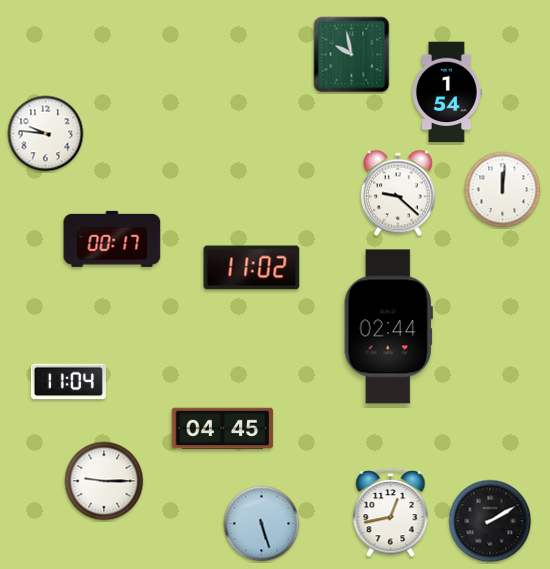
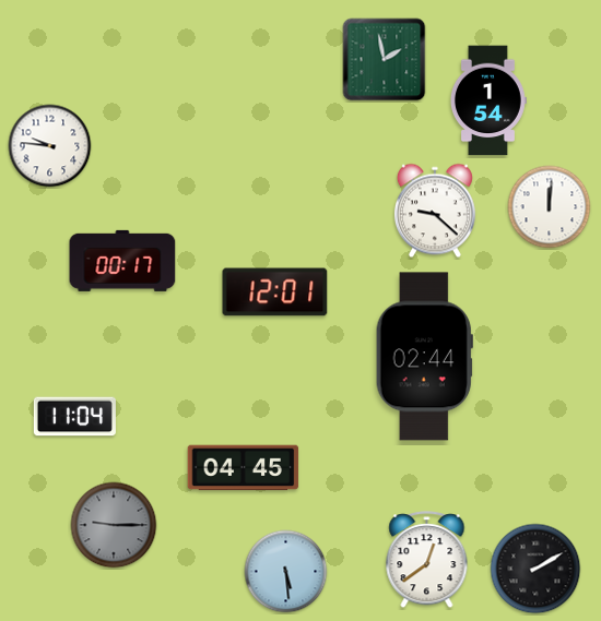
clock at (352, 55): 9:58 -> 1:58
clock at (252, 268): 11:02 -> 12:01
clock at (104, 481) dial: white -> grey
clock at (391, 513): 12:43 -> 12:39
clock at (262, 524): 5:27 -> 5:29
